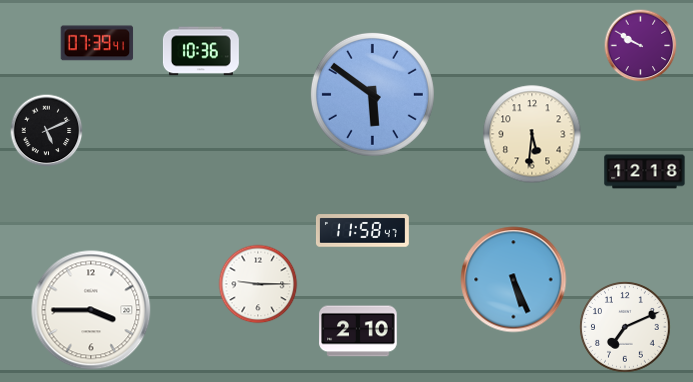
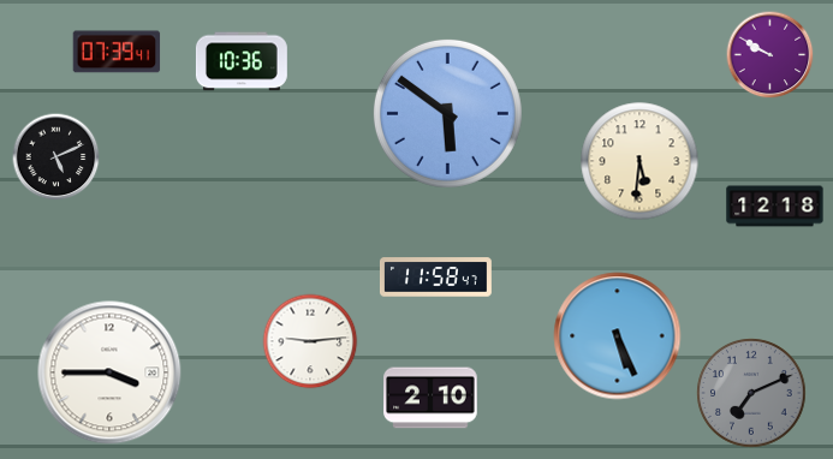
clock at (258, 284): 9:15 -> 9:14
clock at (626, 328) dial: white -> grey
